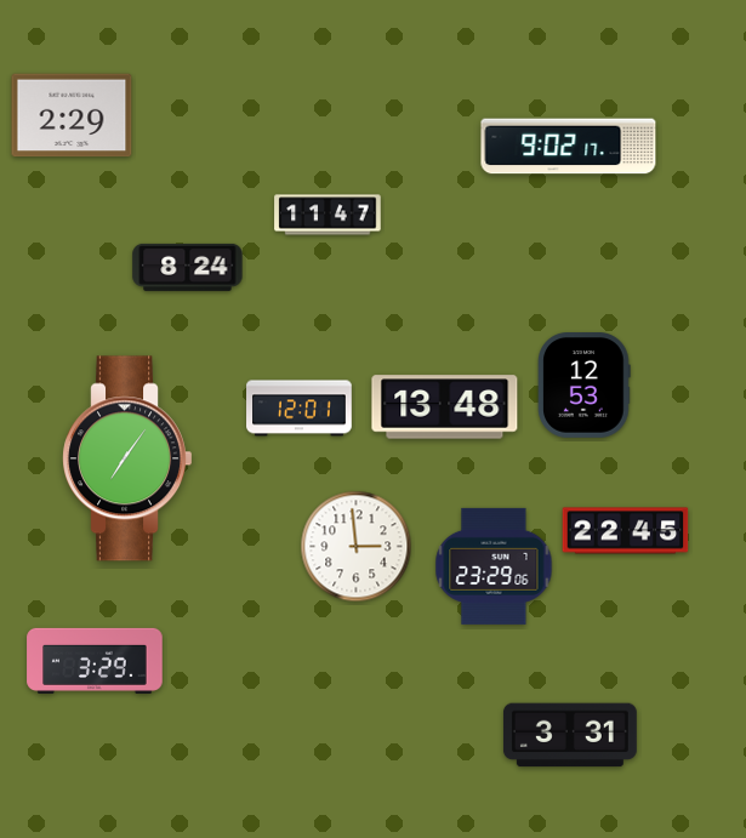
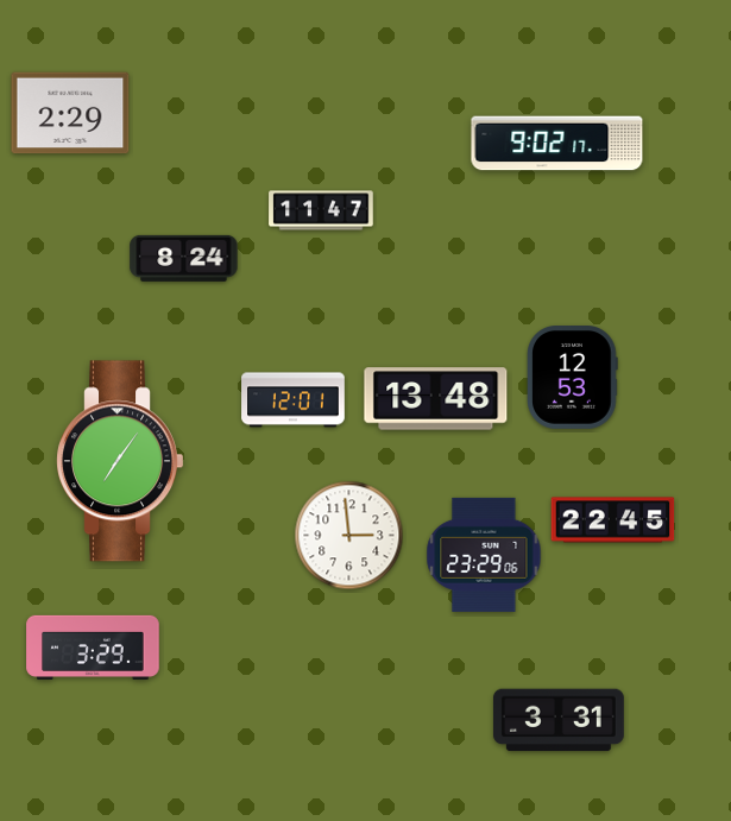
clock at (188, 267) position: (188, 267) -> (184, 258)
clock at (126, 458) position: (126, 458) -> (119, 461)
